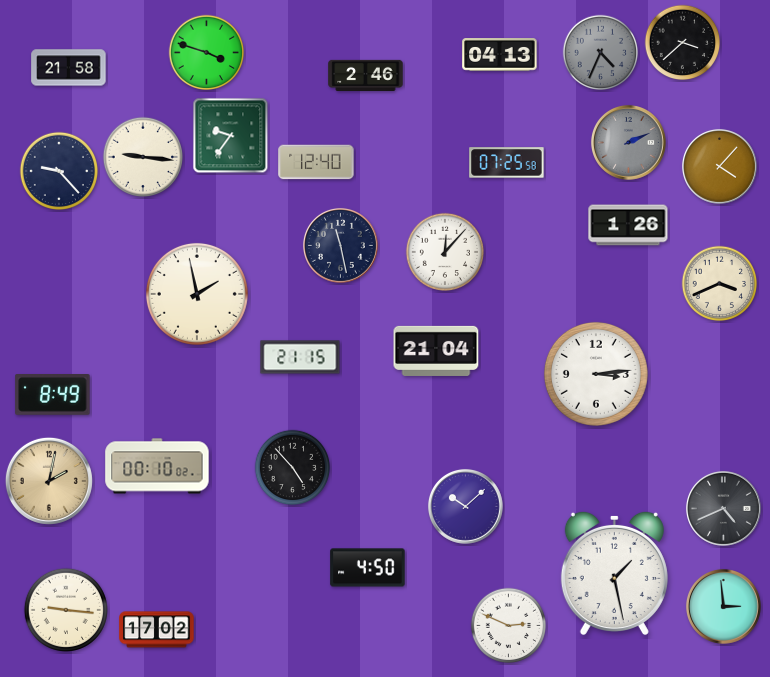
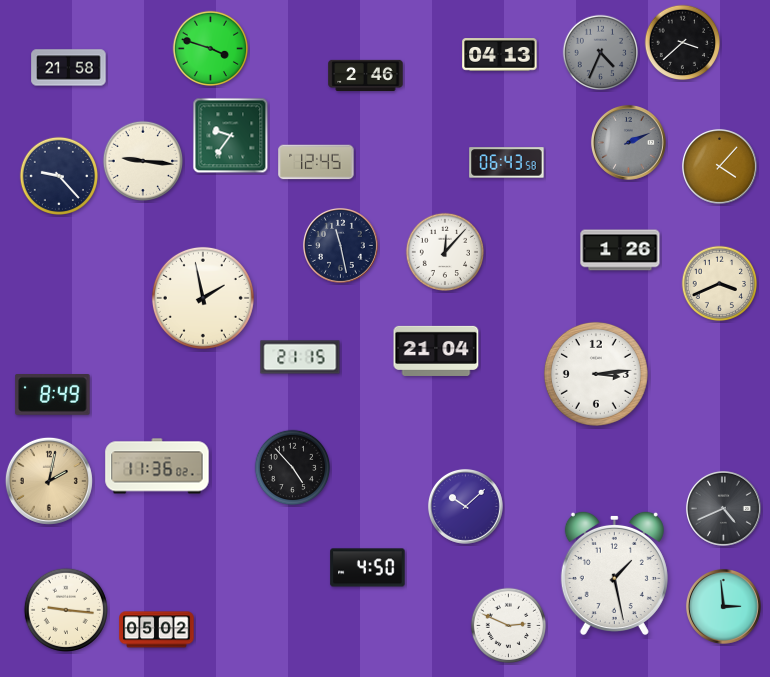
clock at (207, 53) position: (207, 53) -> (211, 49)
clock at (142, 156) position: (142, 156) -> (142, 160)
clock at (316, 162): 12:40 -> 12:45
clock at (507, 163): 07:25 -> 06:43
clock at (58, 170) position: (58, 170) -> (58, 175)
clock at (628, 225) position: (628, 225) -> (620, 250)
clock at (197, 294) position: (197, 294) -> (203, 298)
clock at (157, 466): 00:10 -> 11:36
clock at (157, 630): 17:02 -> 05:02
